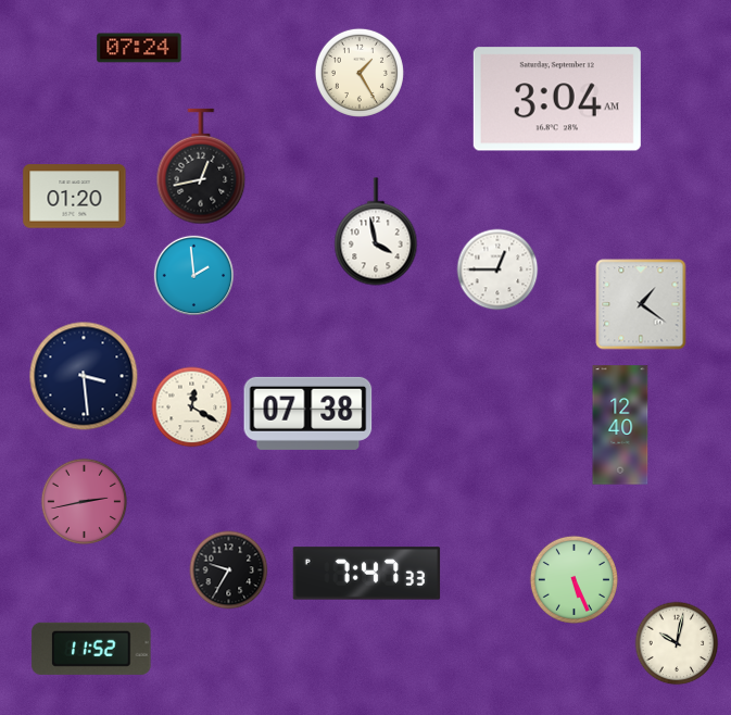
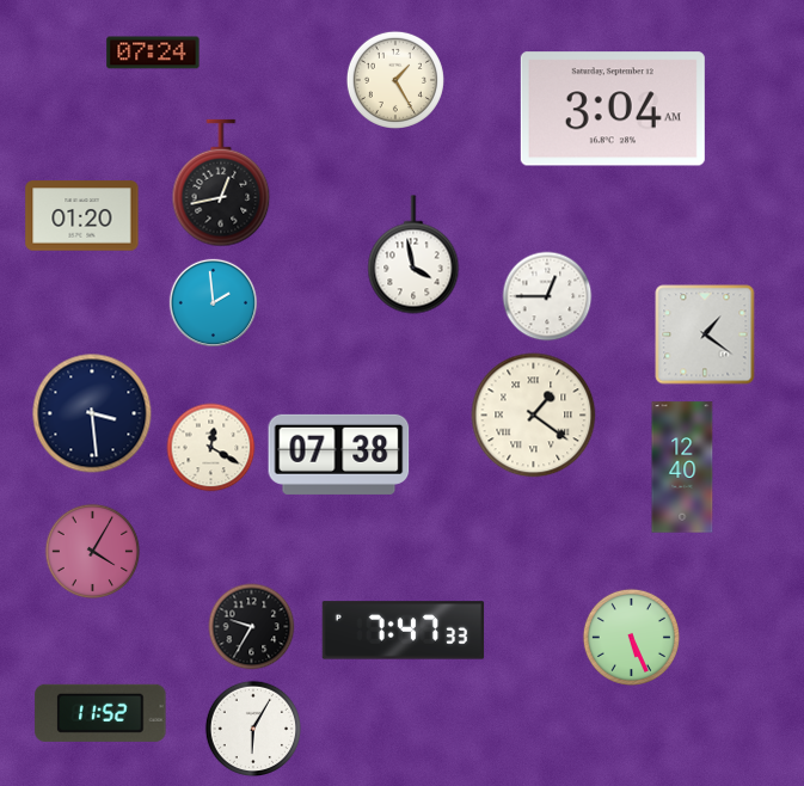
clock at (534, 416): none -> 1:21
clock at (85, 502): 2:43 -> 4:05
clock at (677, 643): 10:02 -> none
clock at (252, 727): none -> 6:05
